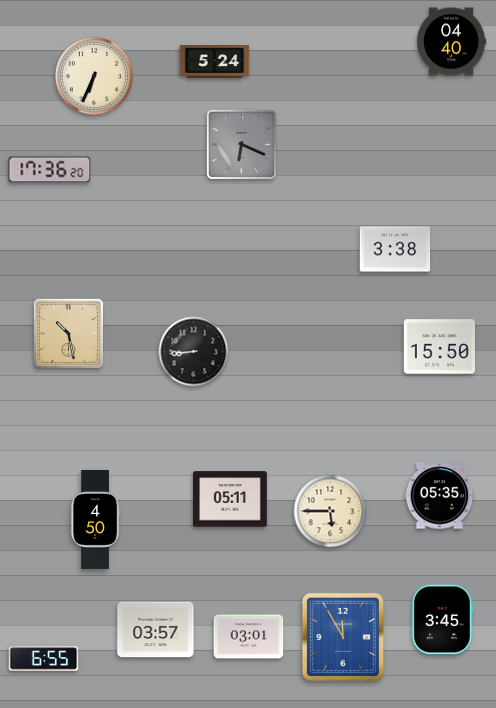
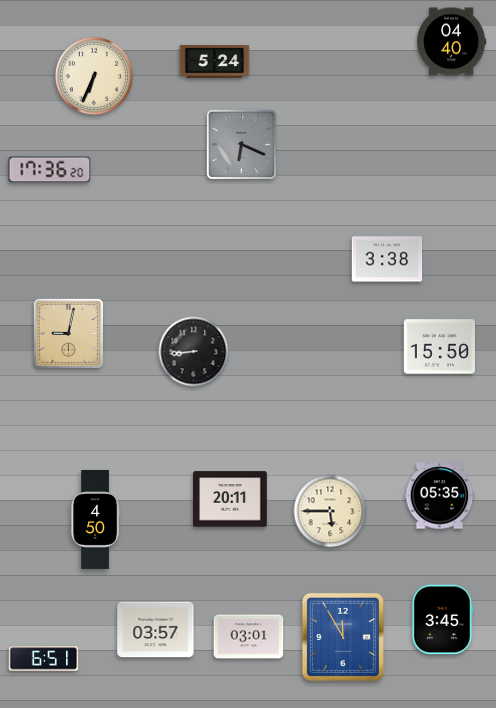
clock at (395, 249) position: (395, 249) -> (387, 259)
clock at (68, 333): 10:28 -> 9:02
clock at (230, 499): 05:11 -> 20:11
clock at (44, 659): 6:55 -> 6:51
